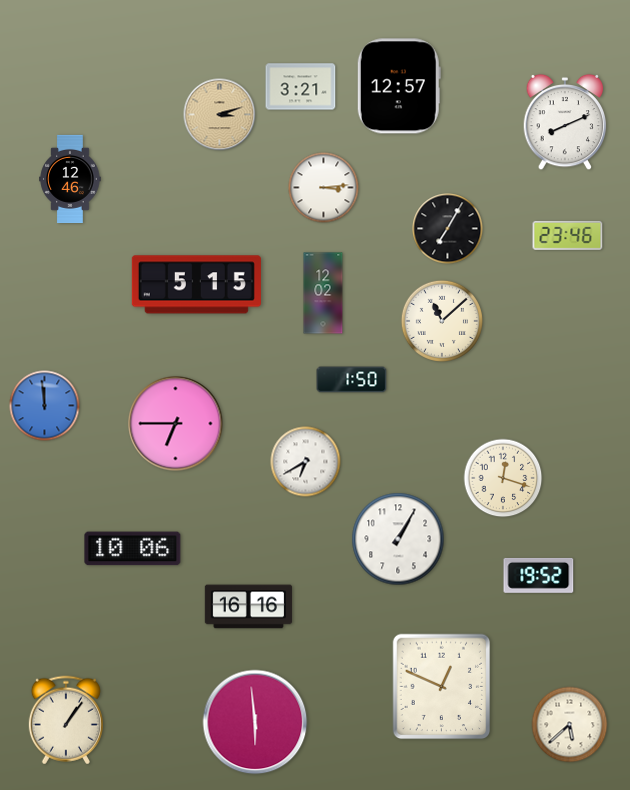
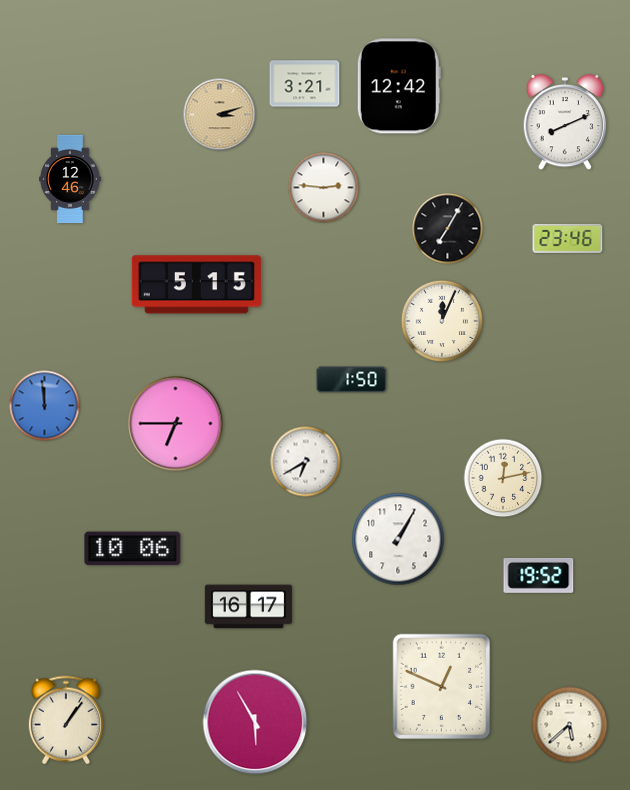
clock at (399, 86): 12:57 -> 12:42
clock at (301, 87) position: (301, 87) -> (305, 84)
clock at (324, 188): 3:14 -> 2:46
clock at (568, 235) position: (568, 235) -> (568, 238)
clock at (323, 293): 12:02 -> none
clock at (441, 320): 11:08 -> 12:04
clock at (503, 478): 12:18 -> 12:13
clock at (249, 607): 16:16 -> 16:17
clock at (255, 722): 5:59 -> 5:55
